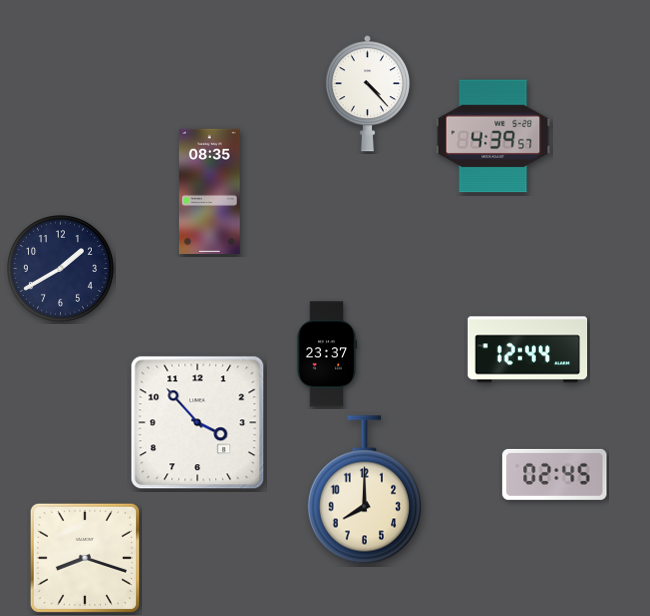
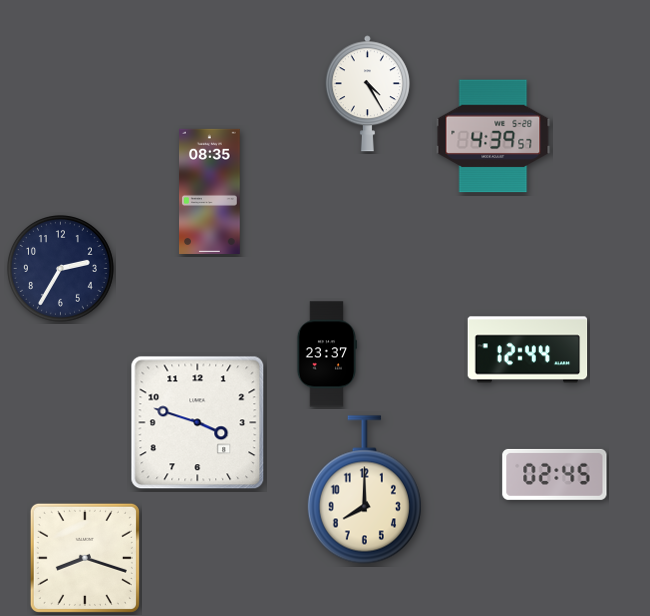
clock at (367, 94): 4:23 -> 4:25
clock at (61, 269): 1:40 -> 2:35
clock at (198, 423): 3:53 -> 3:48
